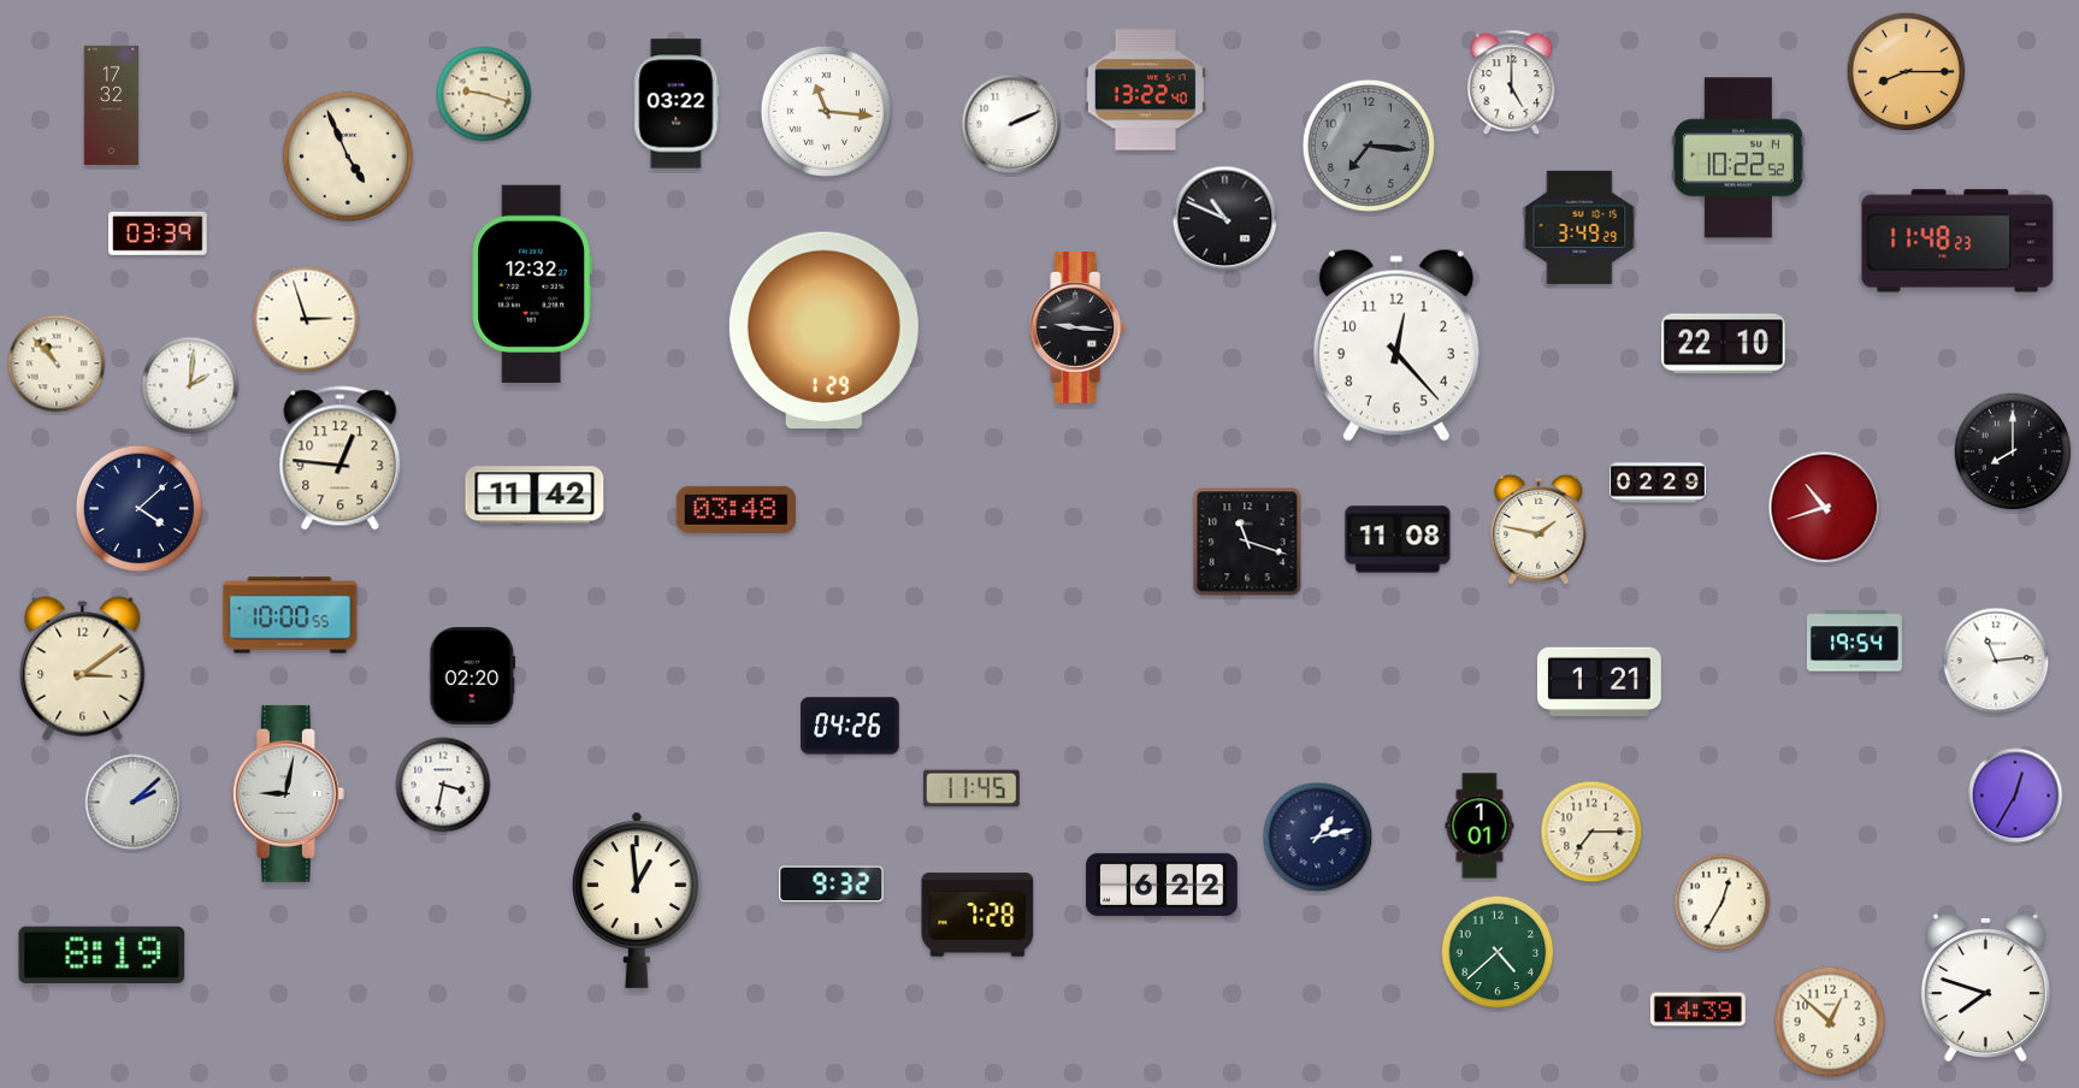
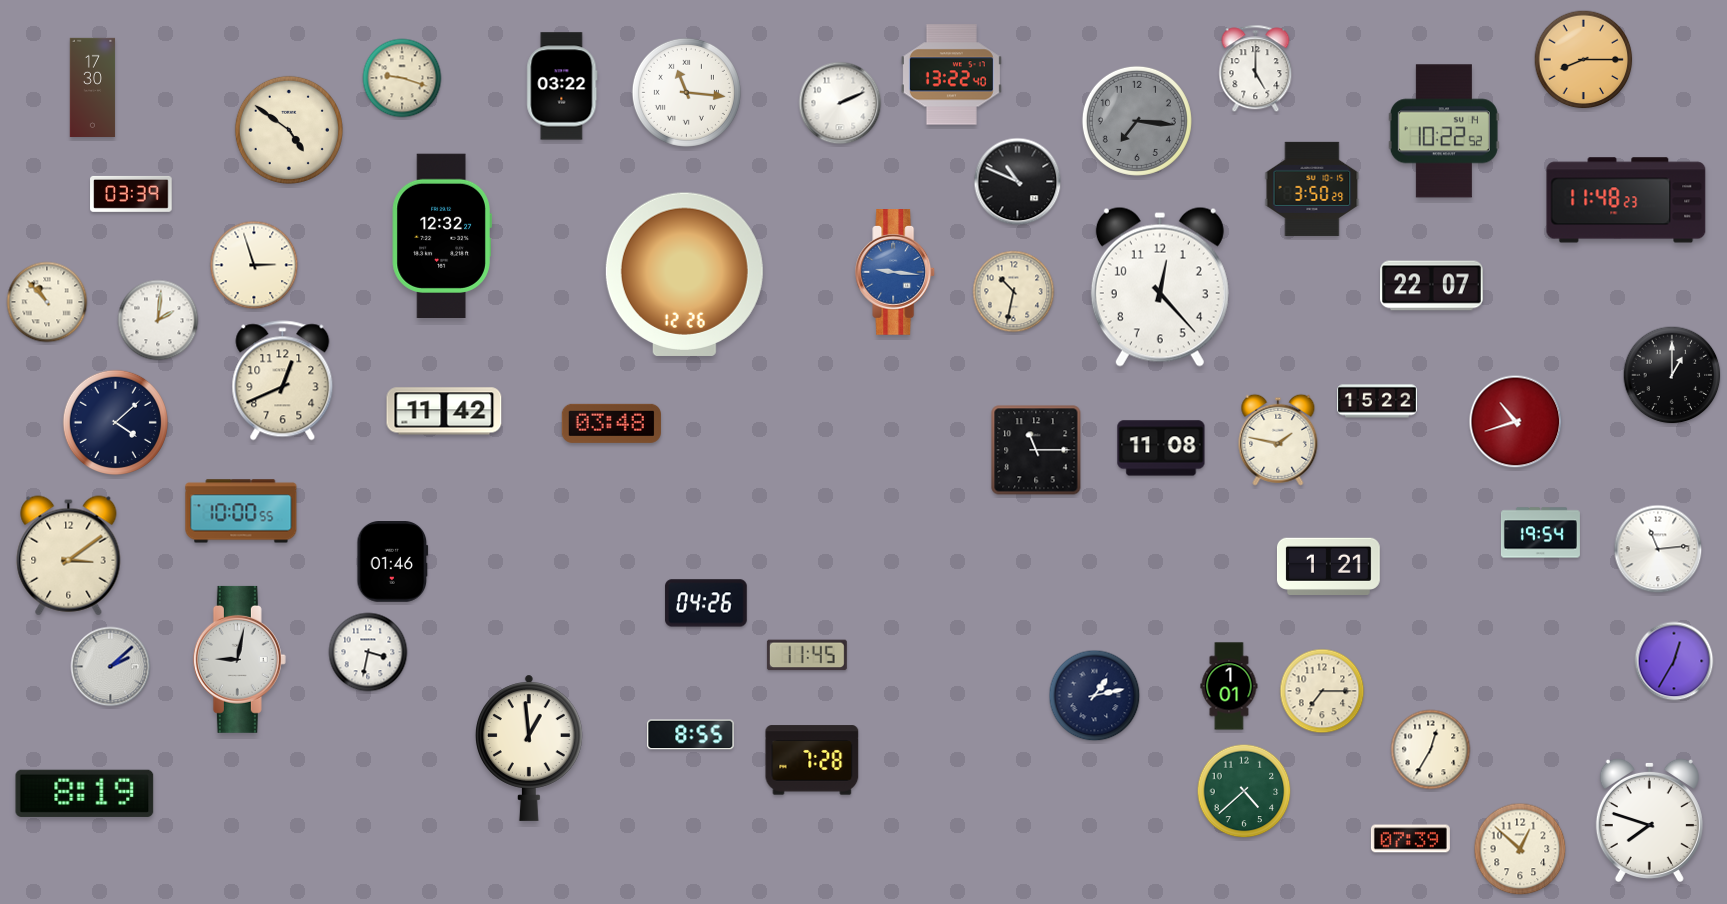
clock at (112, 105): 17:32 -> 17:30
clock at (348, 156): 4:56 -> 4:51
clock at (1579, 227): 3:49 -> 3:50
clock at (1079, 329) dial: black -> blue
clock at (823, 330): 1:29 -> 12:26
clock at (1724, 344): 22:10 -> 22:07
clock at (1014, 292): none -> 10:32
clock at (2013, 451): 8:00 -> 1:00
clock at (341, 459): 12:46 -> 12:41
clock at (1659, 483): 02:29 -> 15:22
clock at (1247, 542): 11:18 -> 11:15
clock at (473, 676): 02:20 -> 01:46
clock at (832, 885): 9:32 -> 8:55
clock at (1162, 885): 6:22 -> none
clock at (1697, 1010): 14:39 -> 07:39
